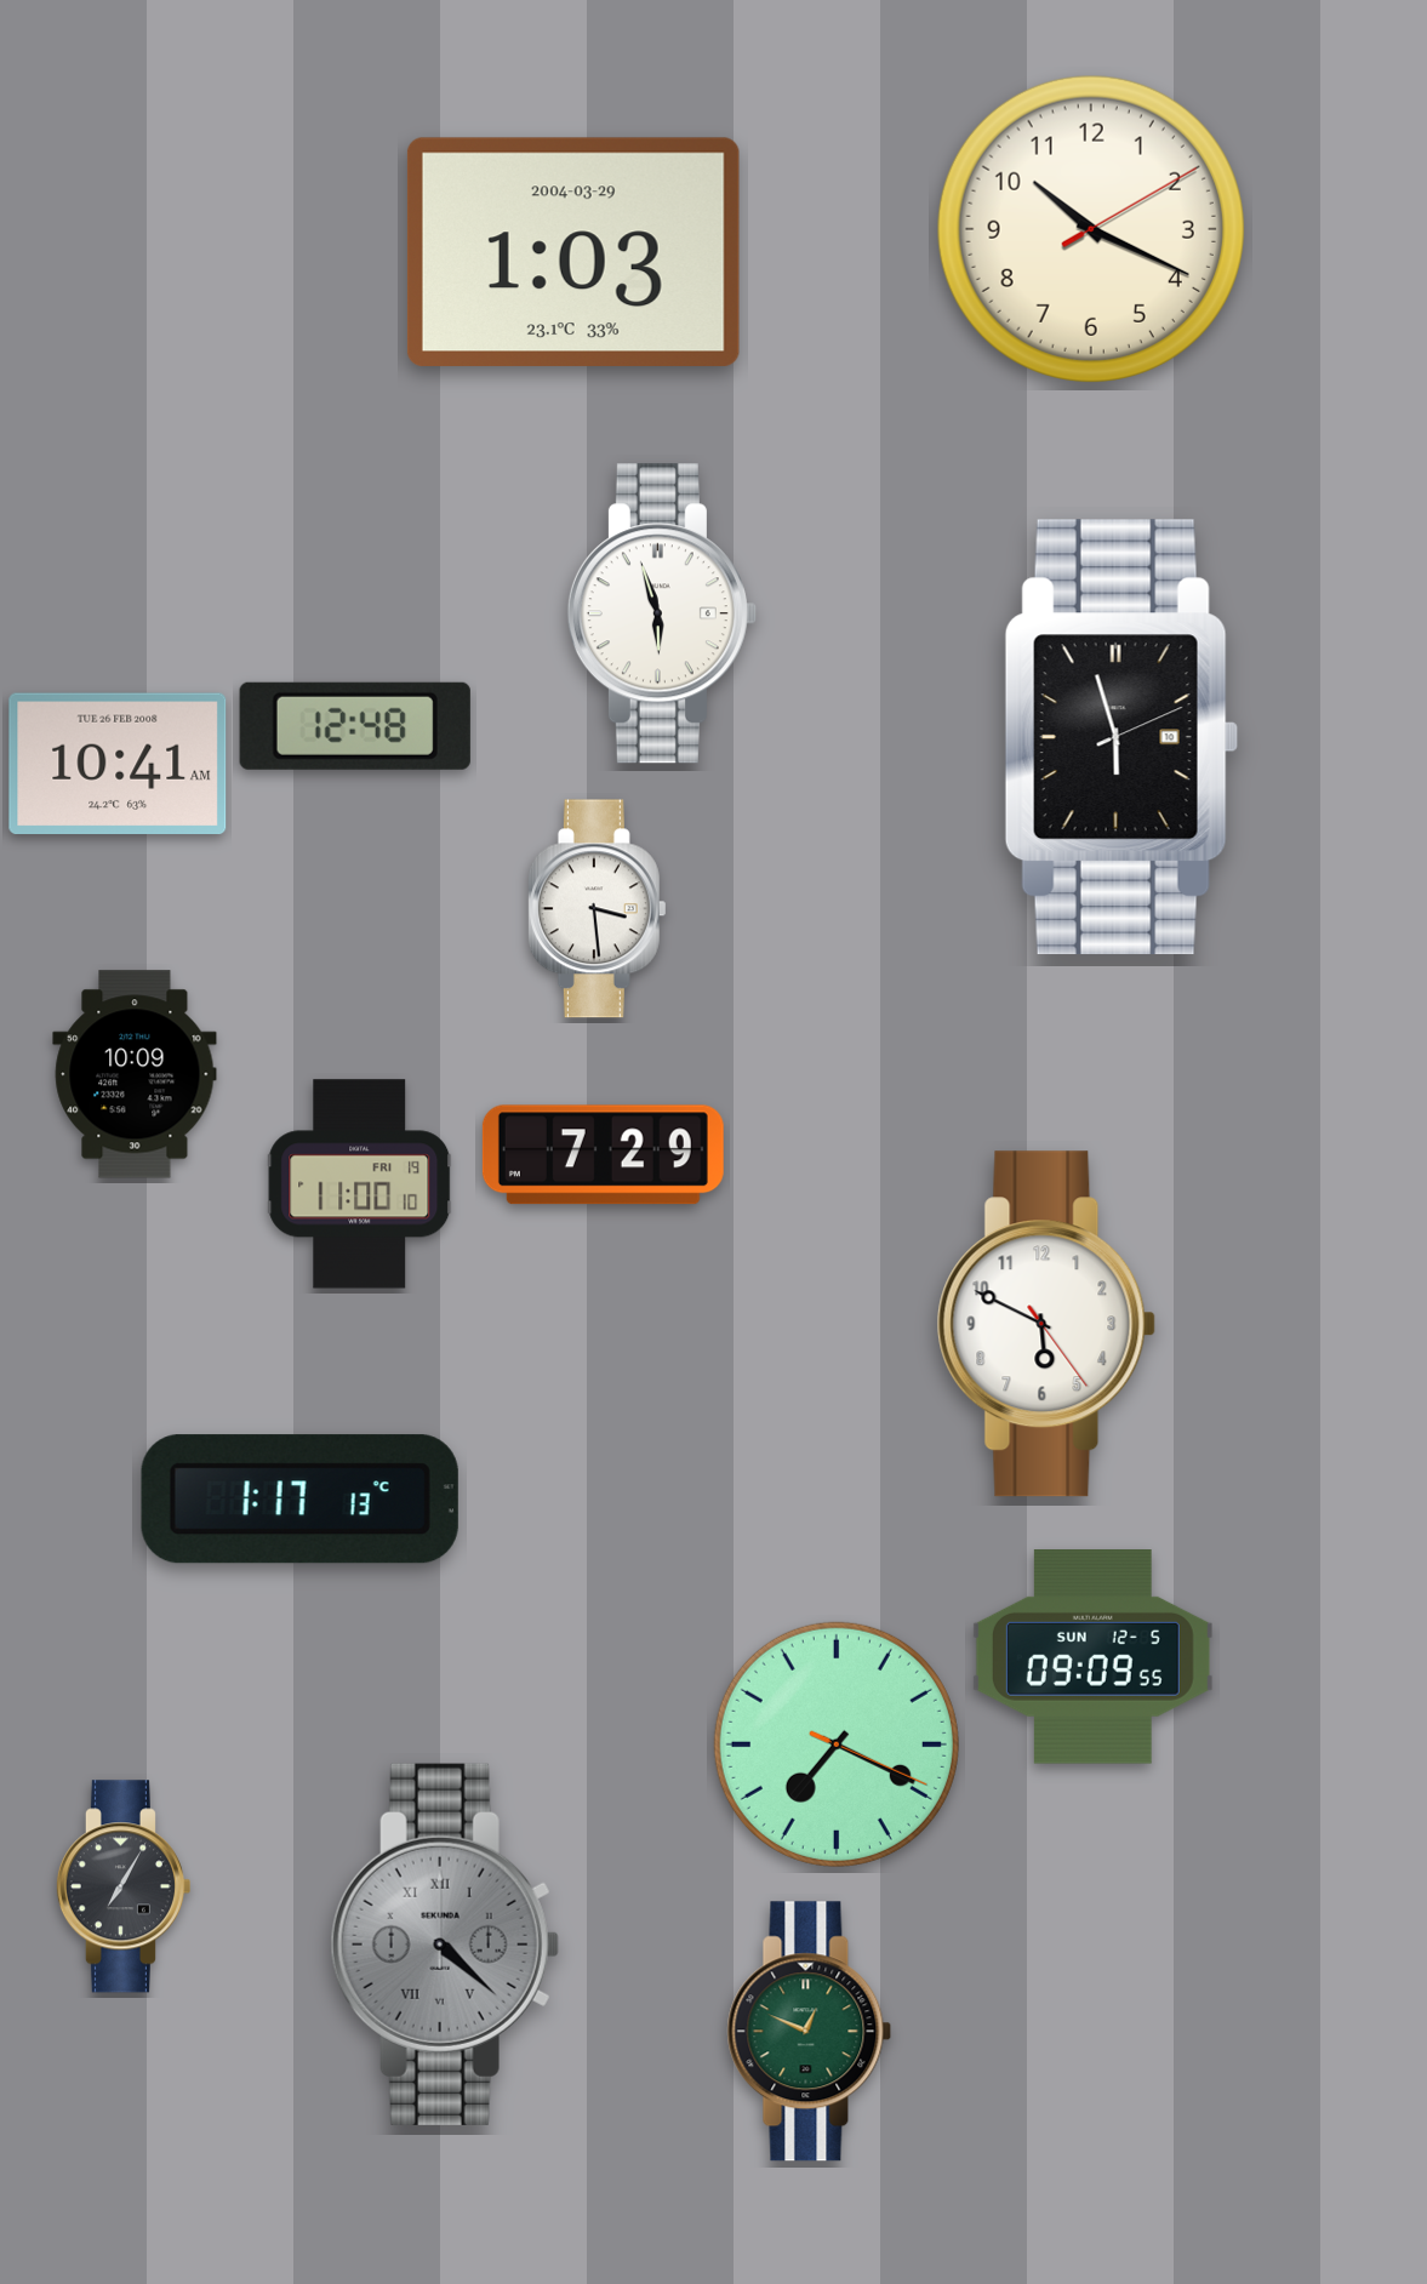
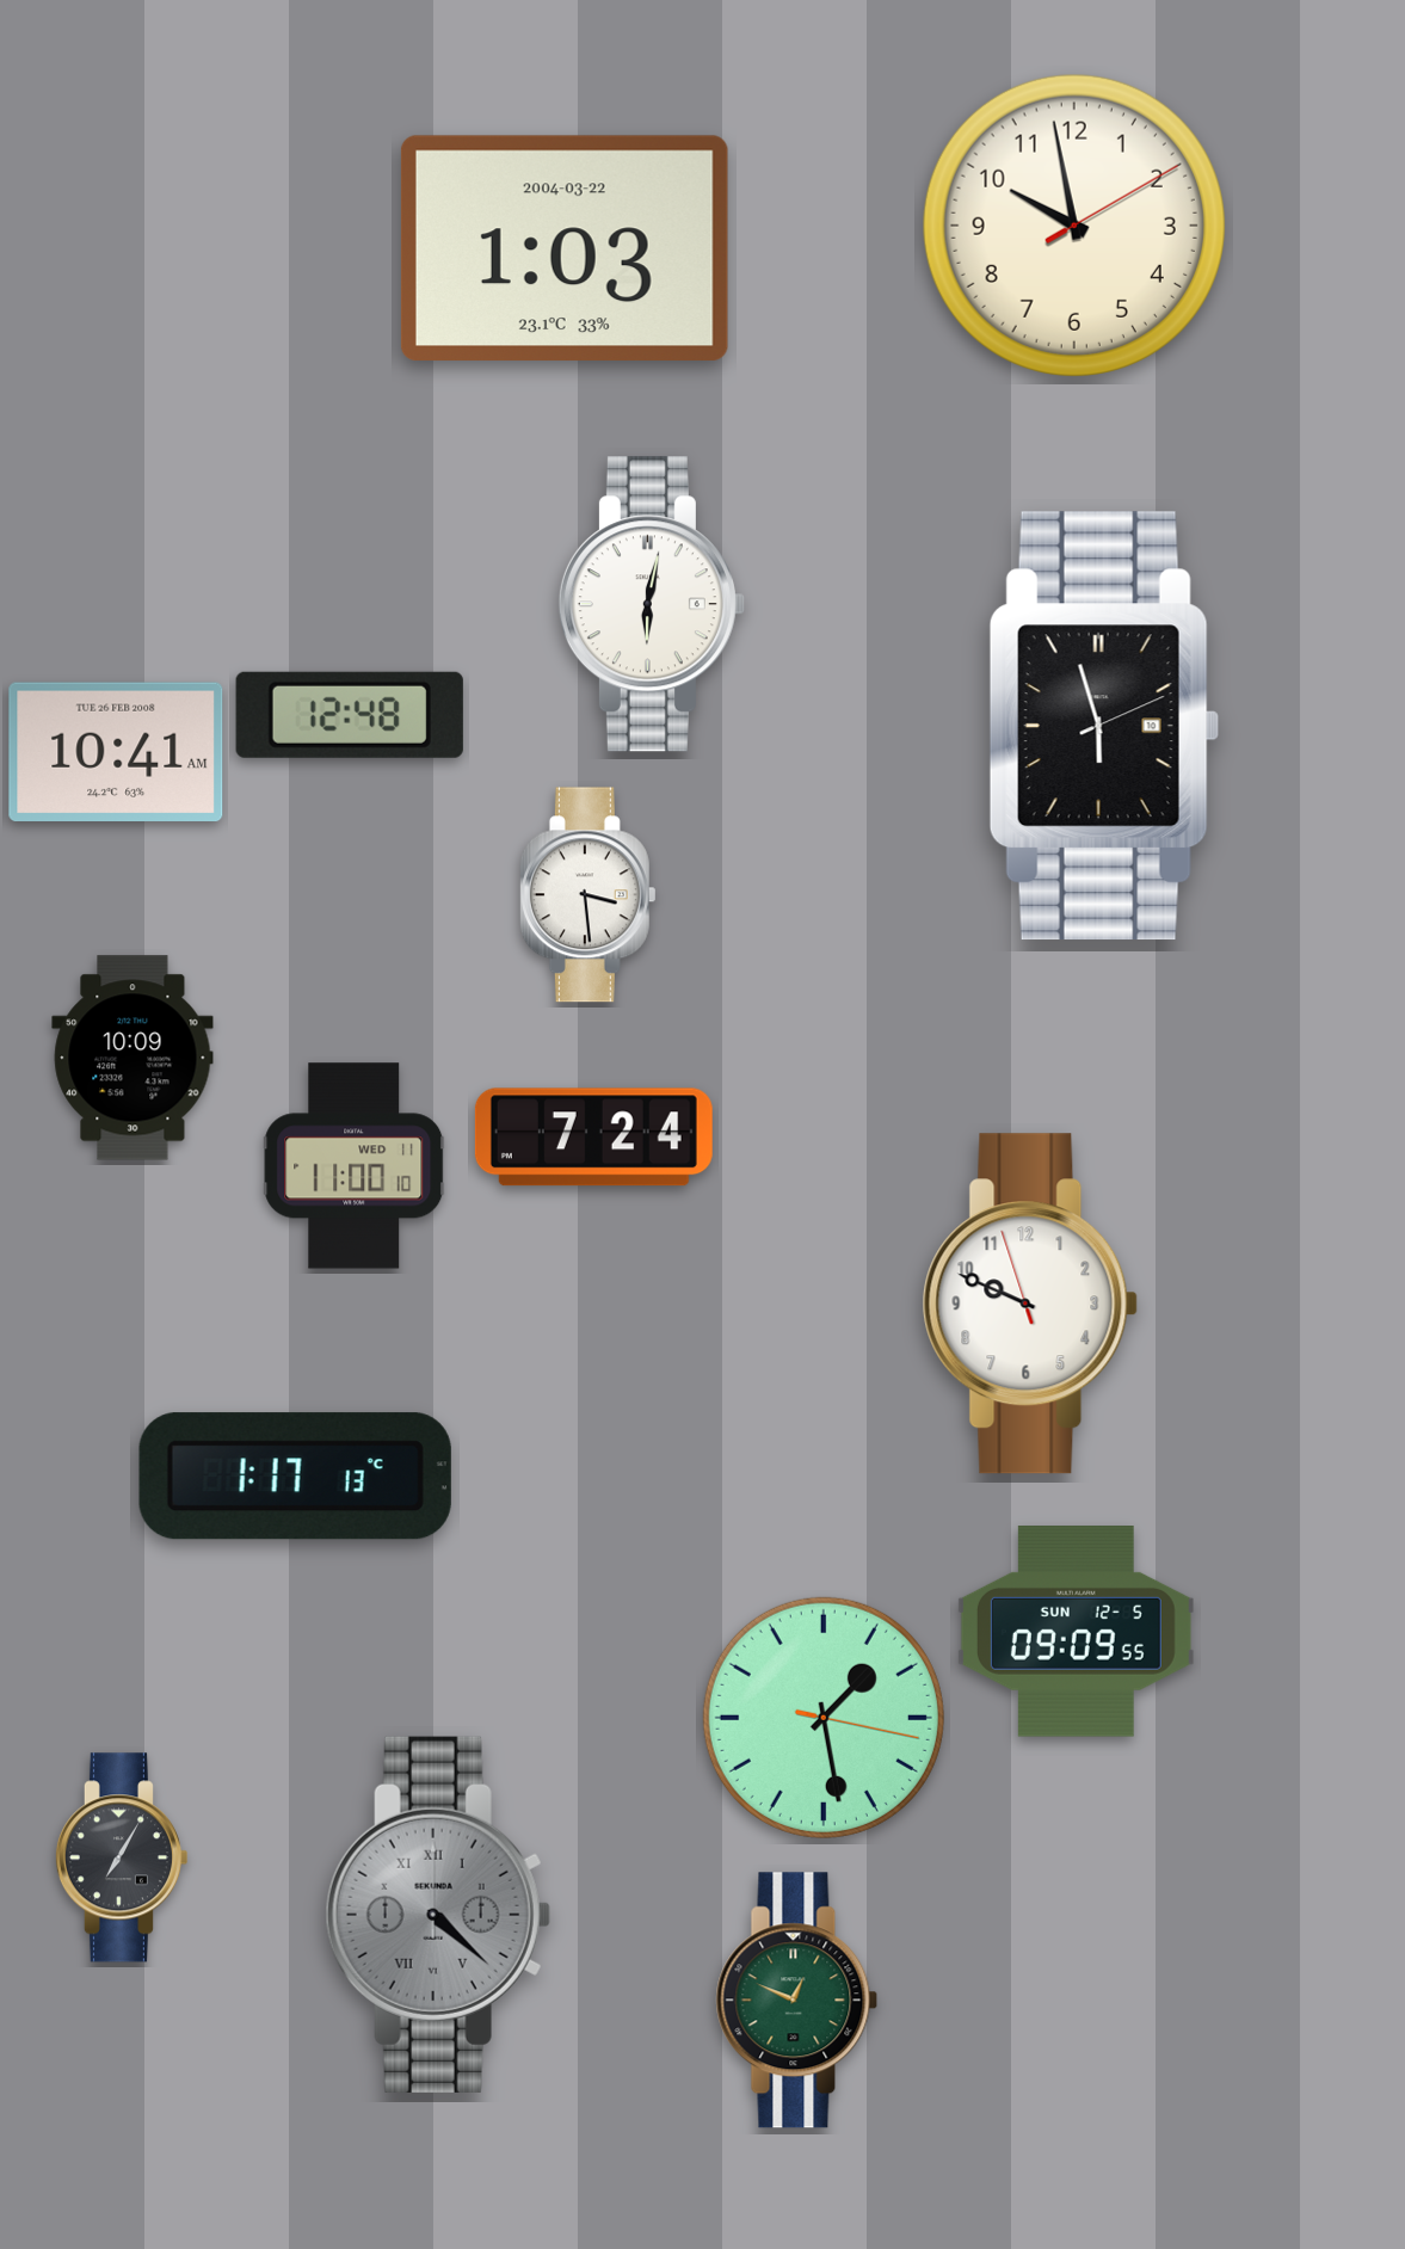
clock at (1091, 229): 10:19 -> 9:58
clock at (573, 252) date: 2004-03-29 -> 2004-03-22
clock at (662, 613): 5:57 -> 6:02
clock at (603, 1155): 7:29 -> 7:24
clock at (360, 1184) date: FRI 19 -> WED 11
clock at (1046, 1324): 5:49 -> 9:48
clock at (837, 1745): 7:19 -> 1:28
